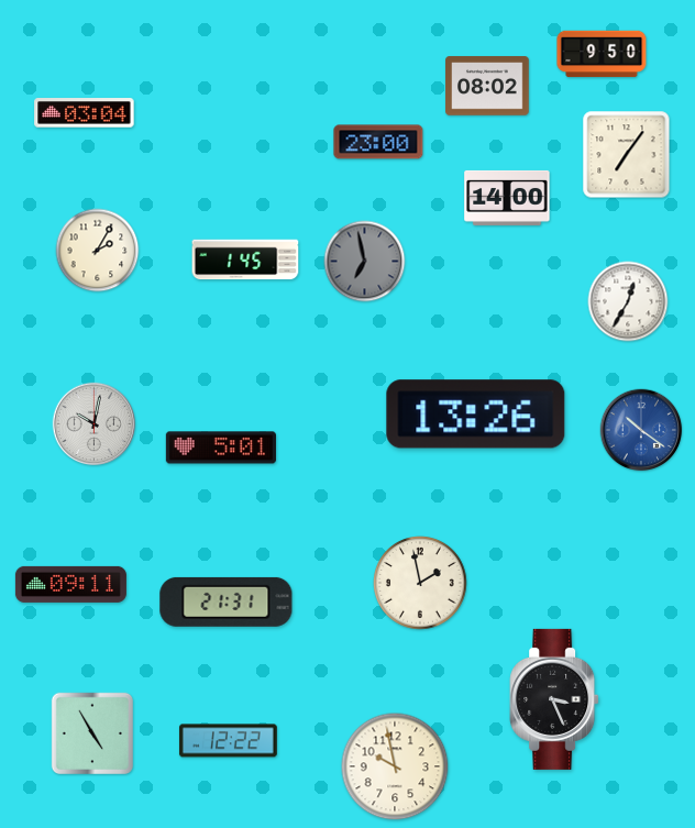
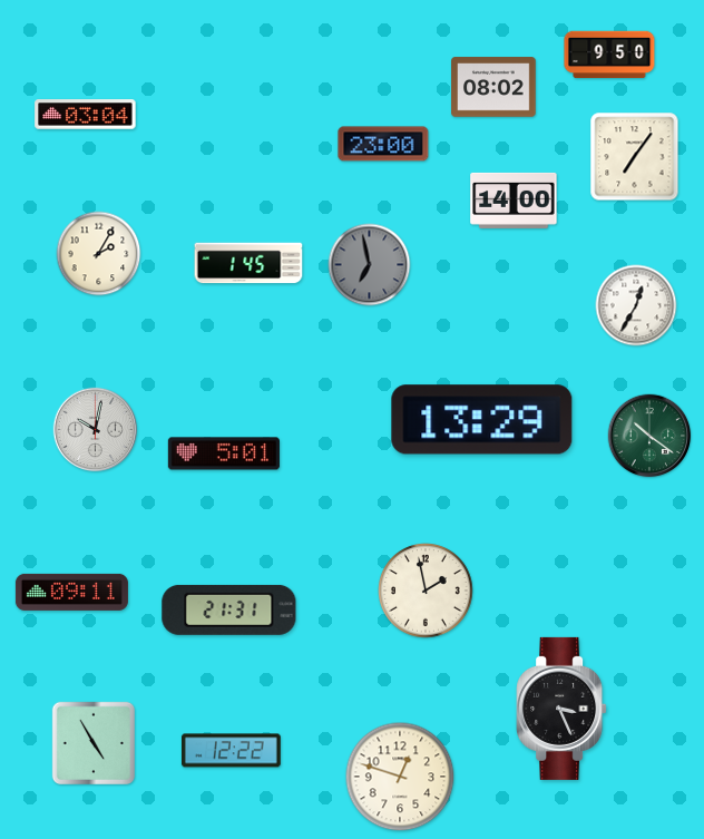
clock at (476, 415): 13:26 -> 13:29
clock at (641, 430) dial: blue -> green
clock at (395, 766): 9:58 -> 12:48
